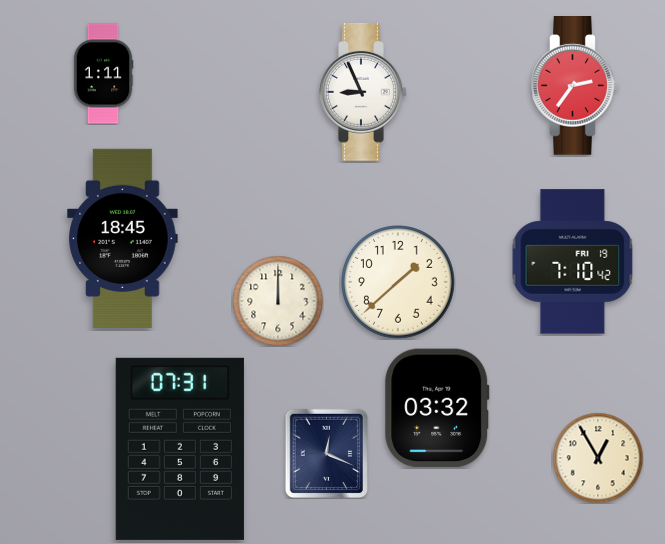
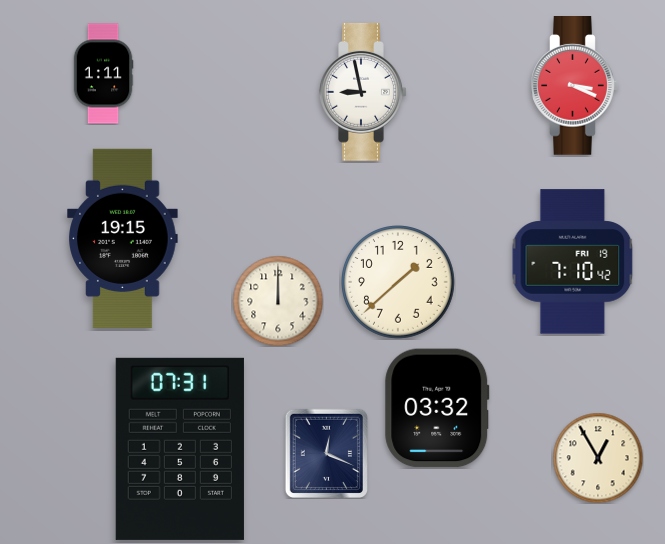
clock at (575, 86): 2:36 -> 3:19
clock at (363, 92): 8:56 -> 8:58
clock at (123, 238): 18:45 -> 19:15
